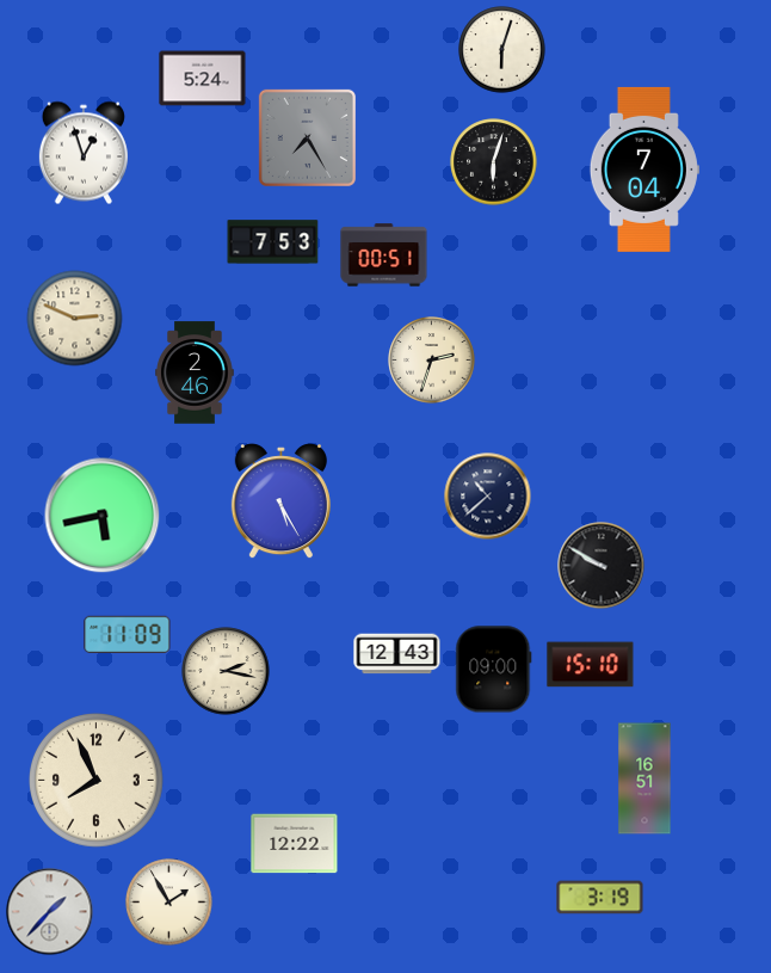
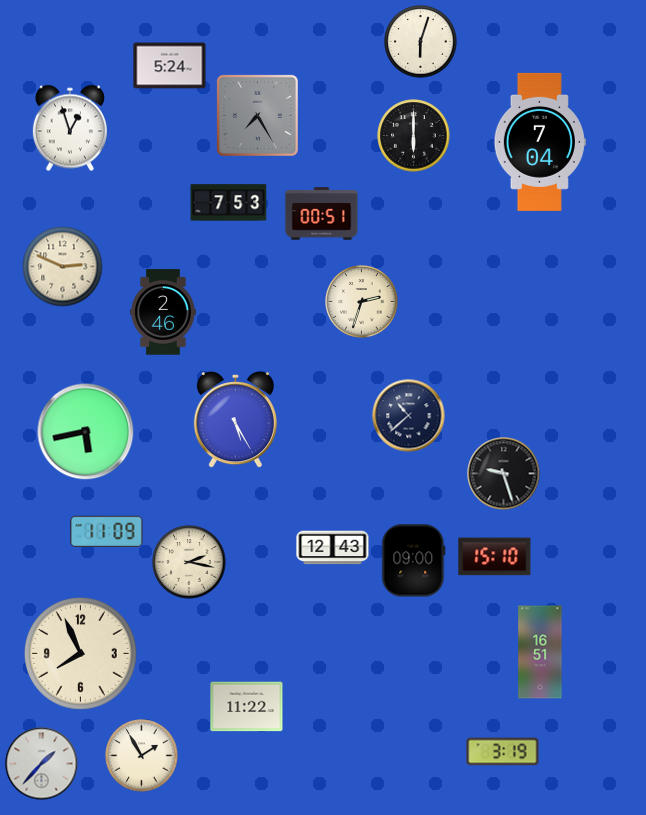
clock at (494, 162): 6:03 -> 6:00
clock at (602, 566): 9:50 -> 9:27
clock at (295, 844): 12:22 -> 11:22
